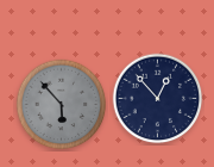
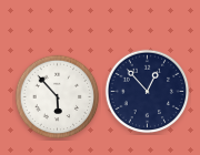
clock at (62, 105) dial: grey -> white
